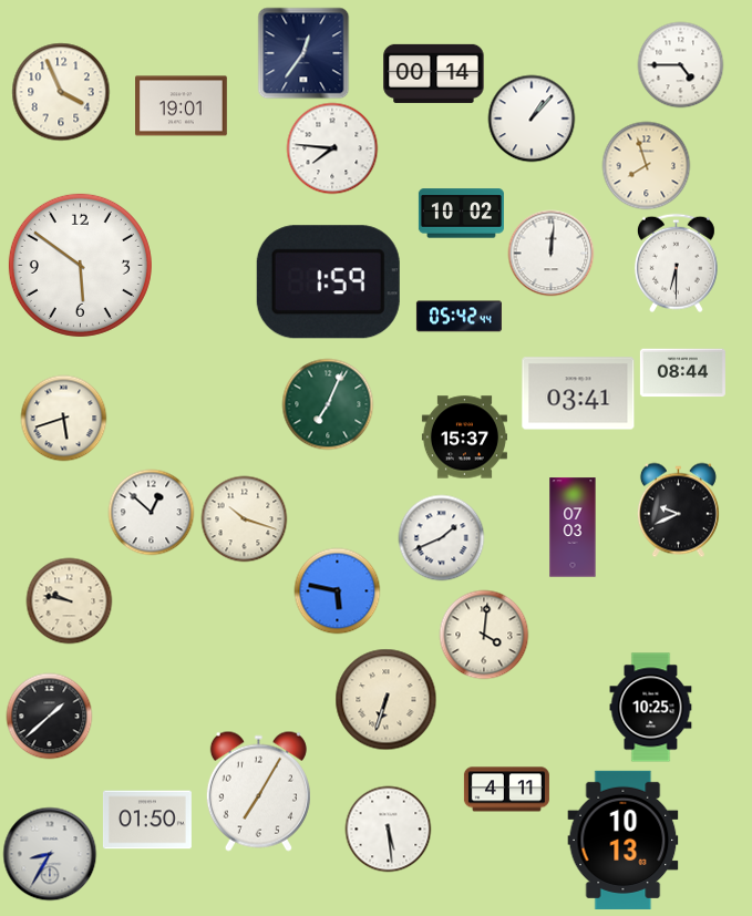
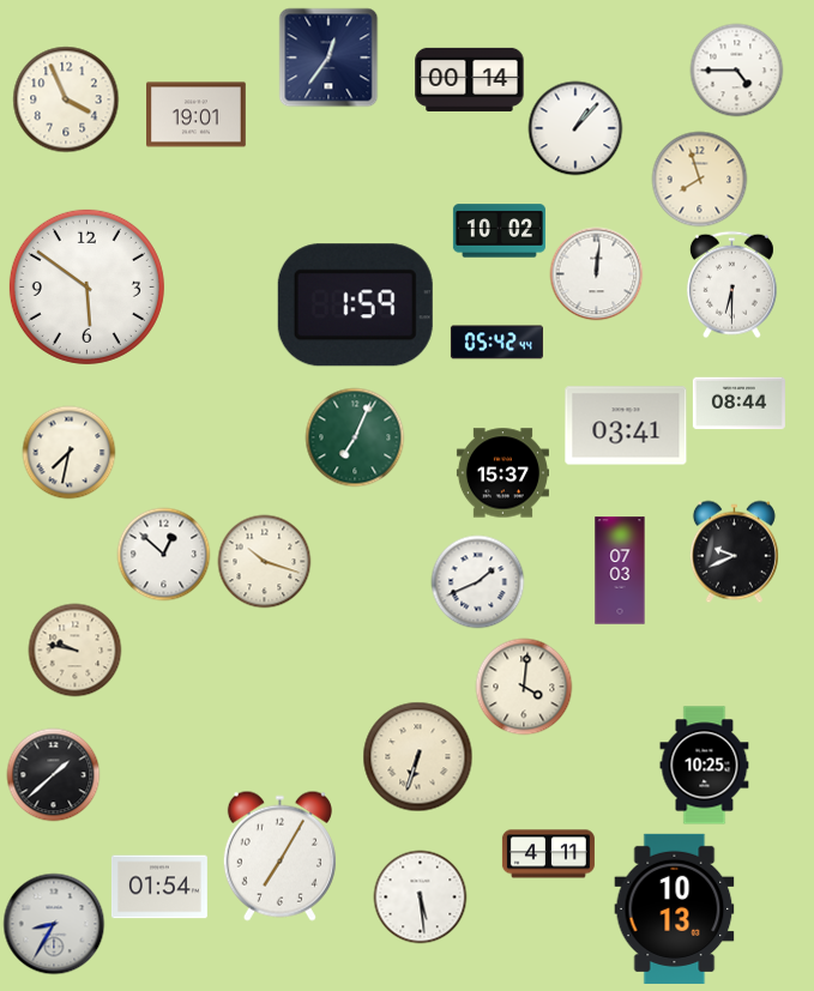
clock at (332, 148): 7:46 -> none
clock at (63, 418): 5:42 -> 7:32
clock at (337, 590): 5:47 -> none
clock at (147, 820): 01:50 -> 01:54
